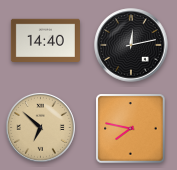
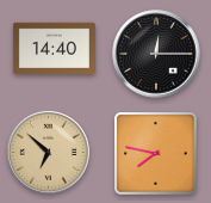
clock at (131, 45): 12:13 -> 12:15
